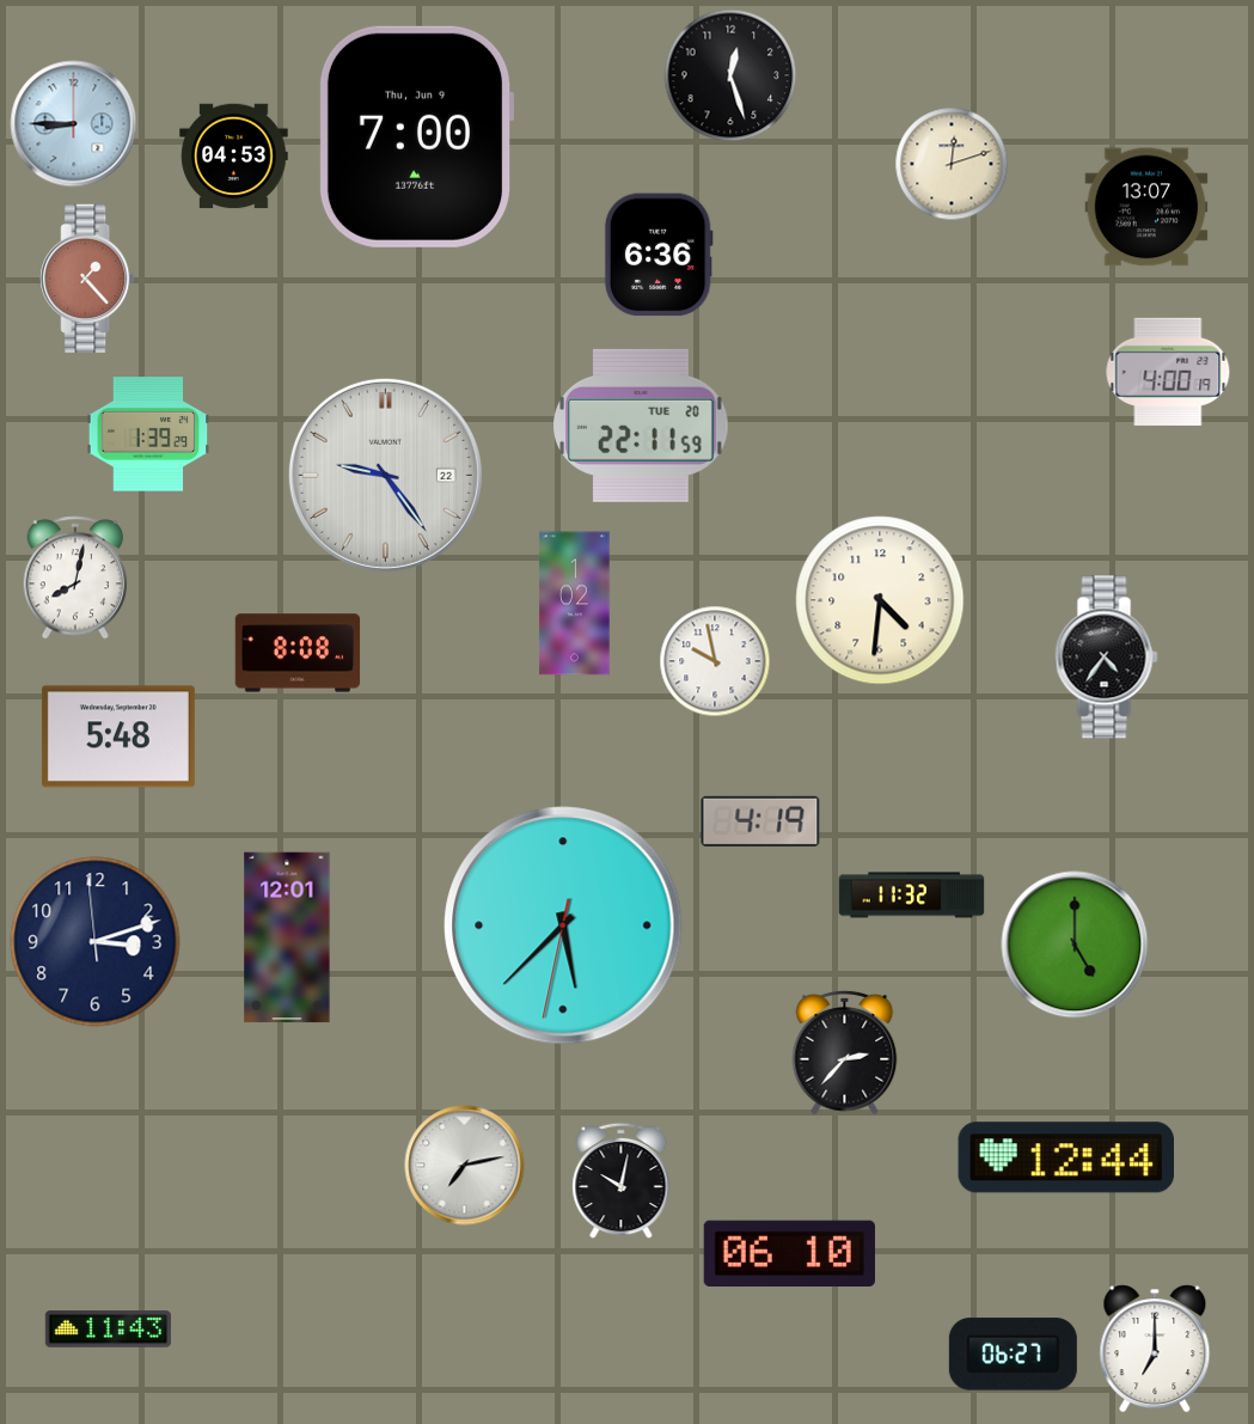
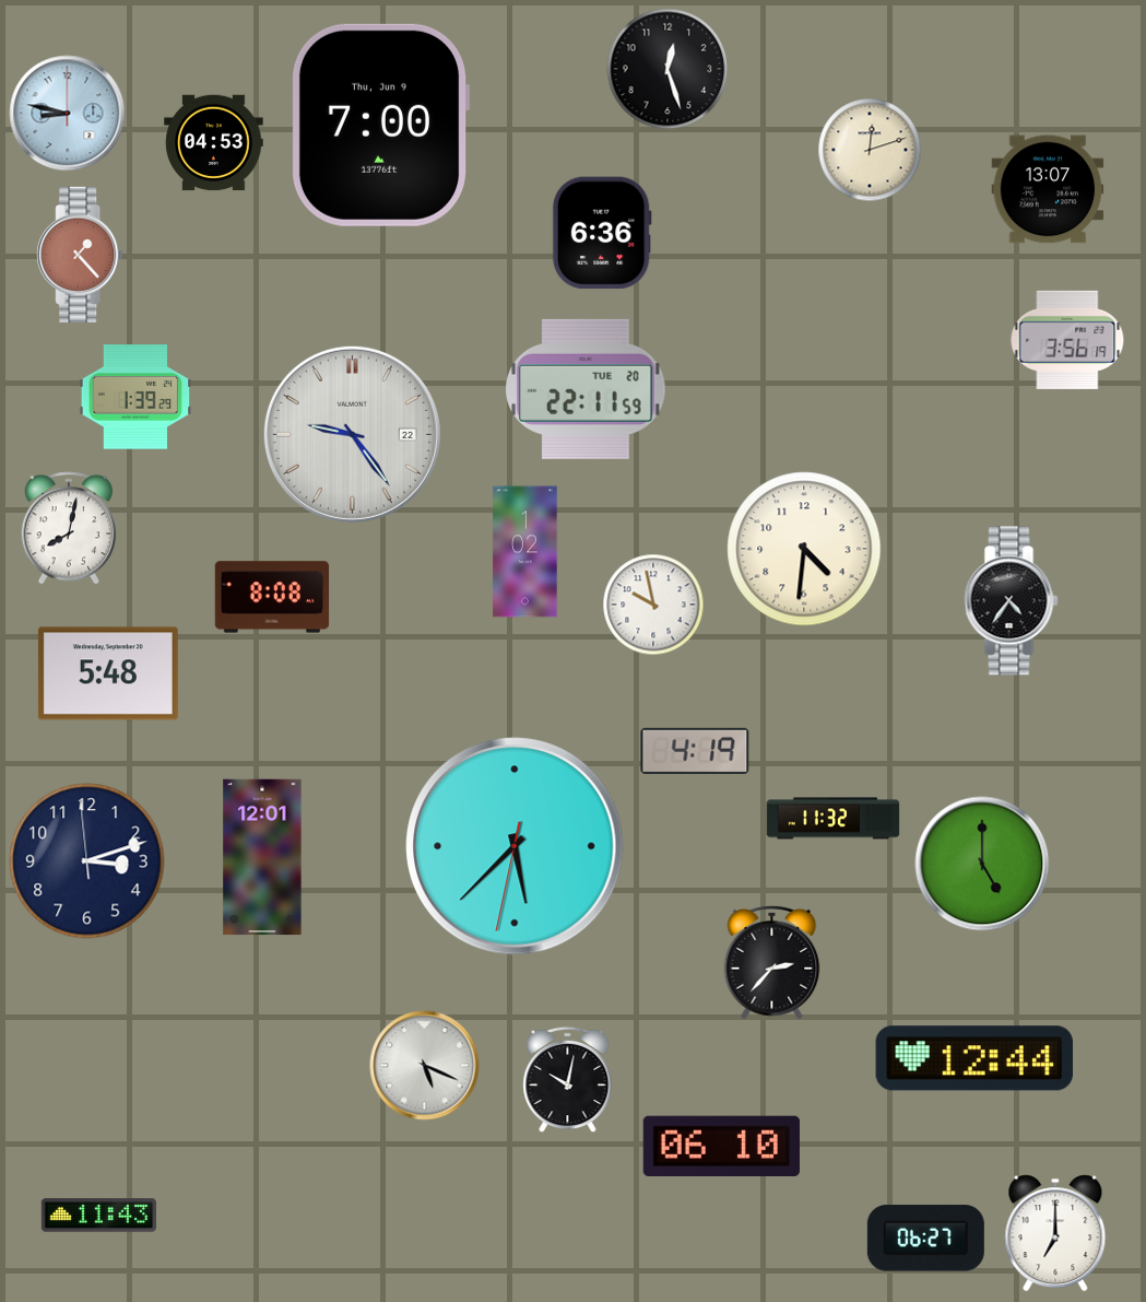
clock at (74, 124): 8:45 -> 8:47
clock at (1168, 372): 4:00 -> 3:56
clock at (465, 1166): 7:13 -> 5:19
